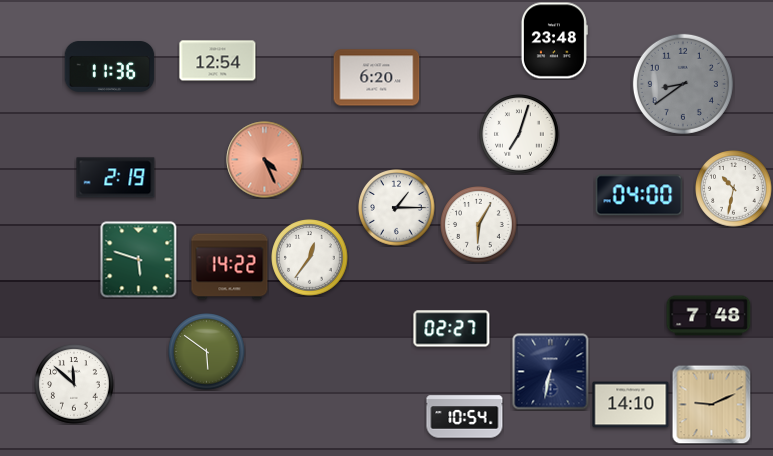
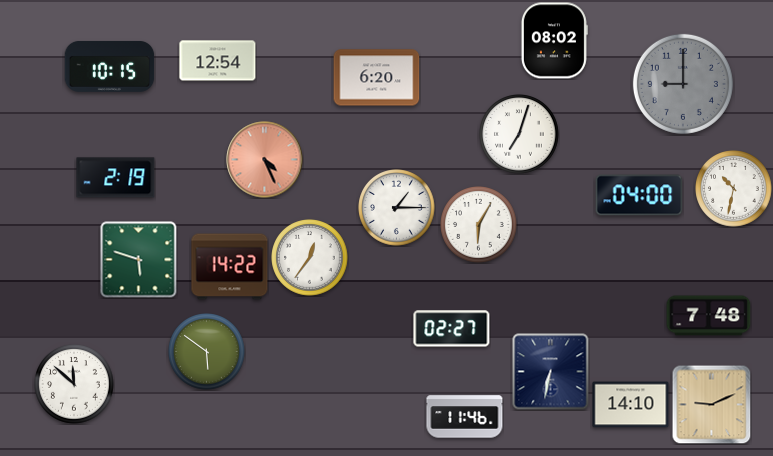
clock at (554, 41): 23:48 -> 08:02
clock at (110, 67): 11:36 -> 10:15
clock at (683, 84): 8:39 -> 9:00
clock at (465, 417): 10:54 -> 11:46
